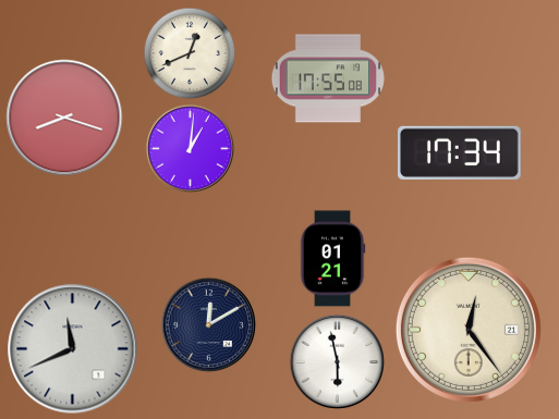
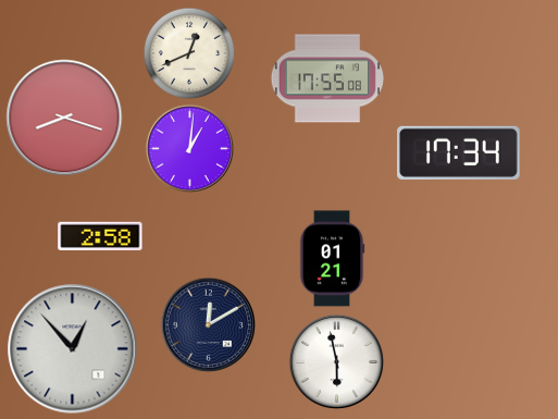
clock at (100, 236): none -> 2:58
clock at (469, 330): 12:24 -> none
clock at (73, 349): 11:41 -> 12:53
